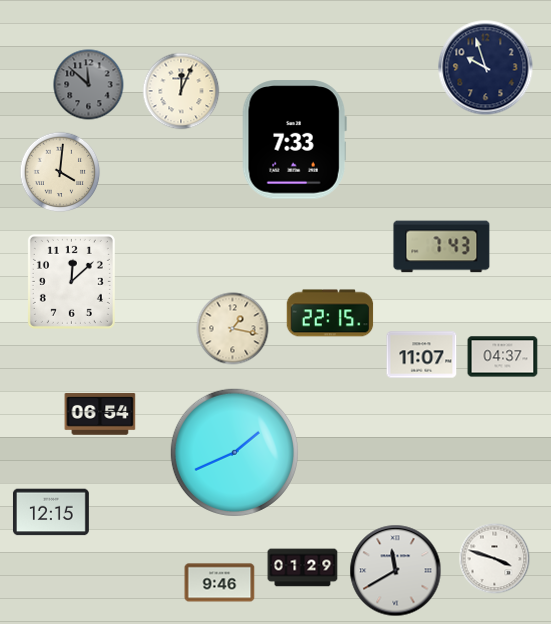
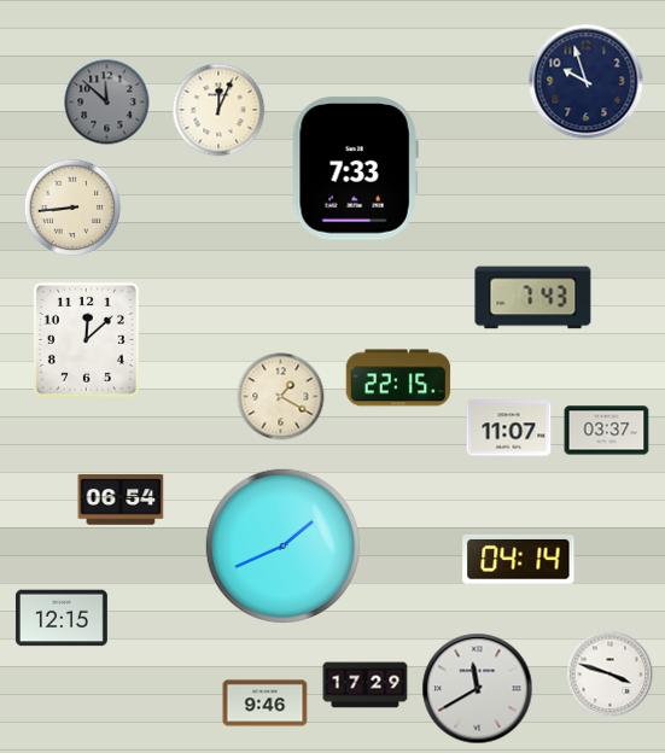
clock at (60, 172): 4:01 -> 8:44
clock at (233, 329): 1:17 -> 1:20
clock at (503, 357): 04:37 -> 03:37
clock at (519, 560): none -> 04:14
clock at (495, 559) position: (495, 559) -> (611, 675)
clock at (303, 568): 01:29 -> 17:29
